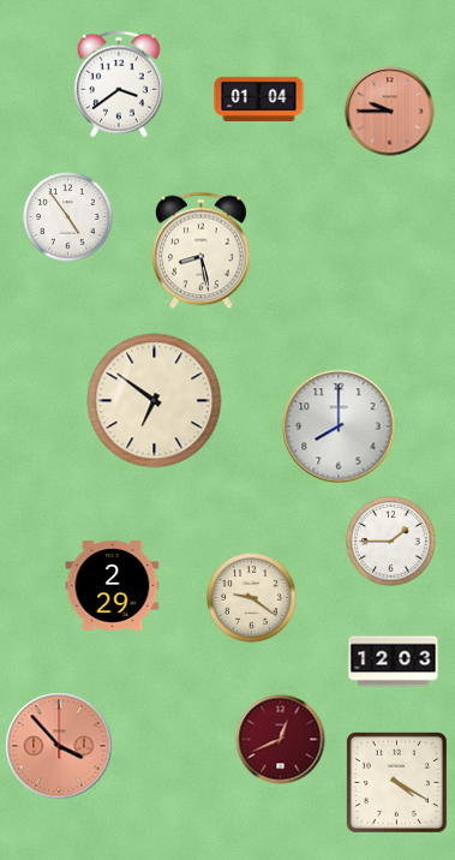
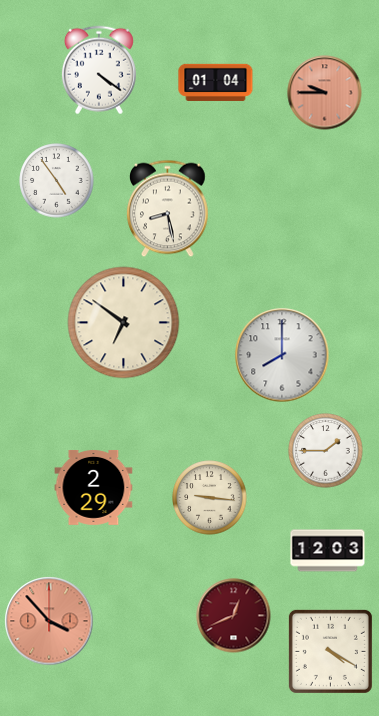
clock at (119, 84): 3:39 -> 4:21
clock at (155, 401) position: (155, 401) -> (124, 323)
clock at (252, 598): 9:21 -> 9:16
